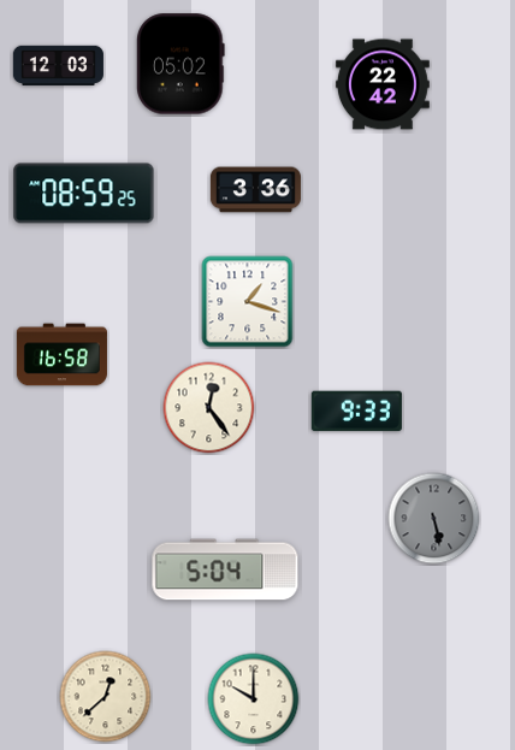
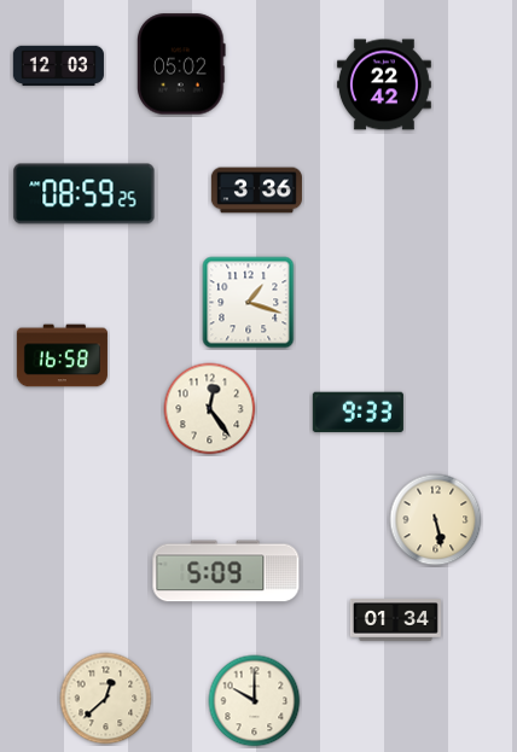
clock at (434, 519) dial: grey -> cream
clock at (225, 569): 5:04 -> 5:09
clock at (395, 620): none -> 01:34
